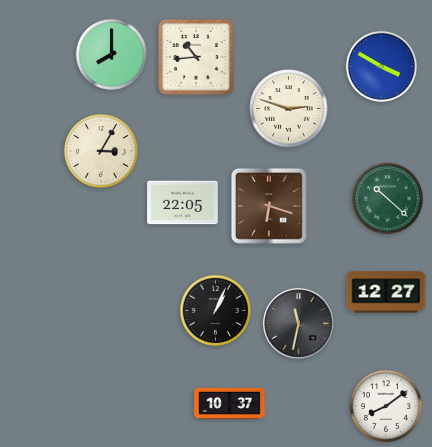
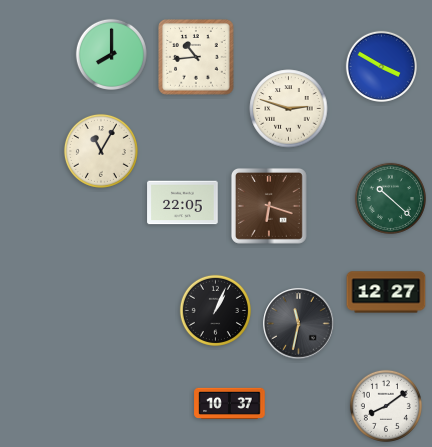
clock at (101, 151): 3:05 -> 11:05
clock at (387, 198) position: (387, 198) -> (390, 198)
